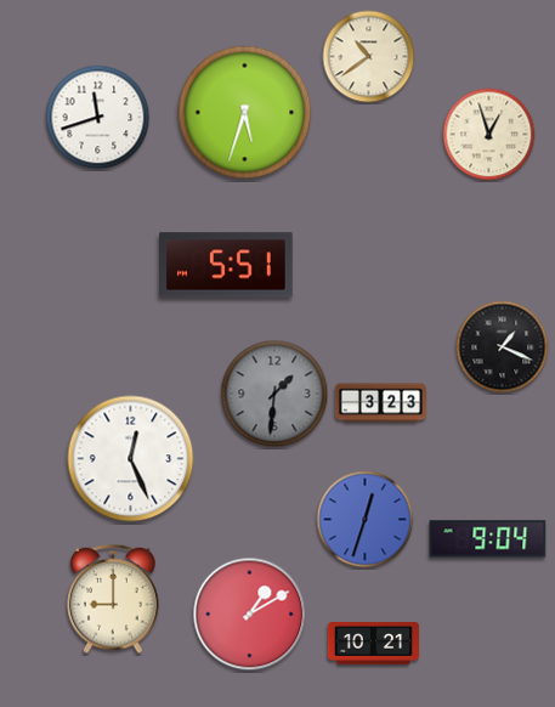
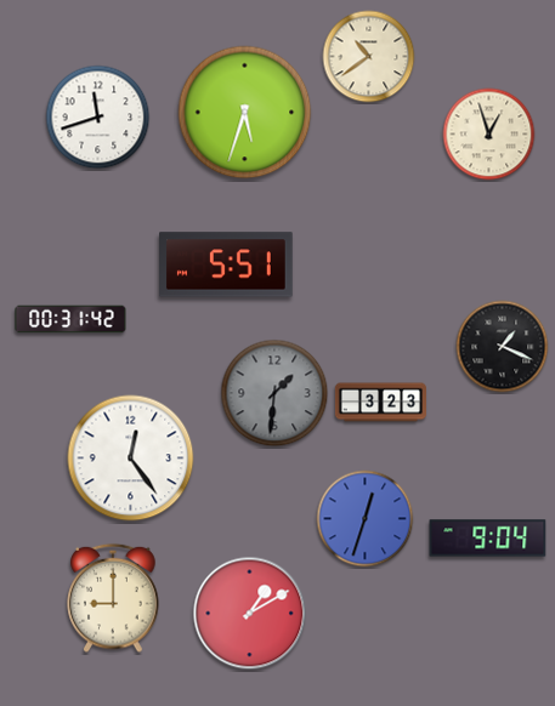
clock at (70, 319): none -> 00:31
clock at (131, 459): 12:26 -> 12:24
clock at (373, 644): 10:21 -> none
